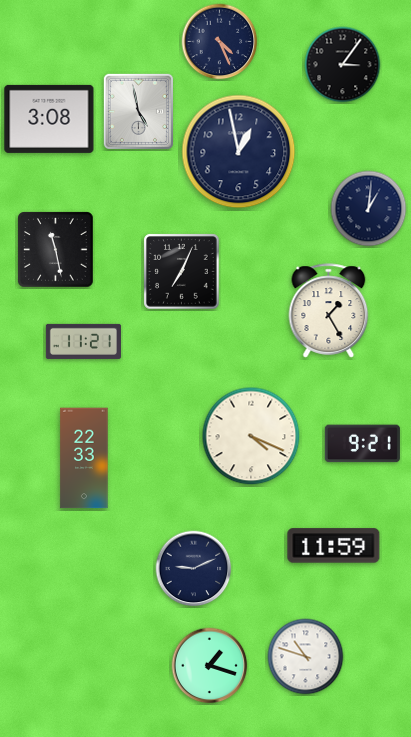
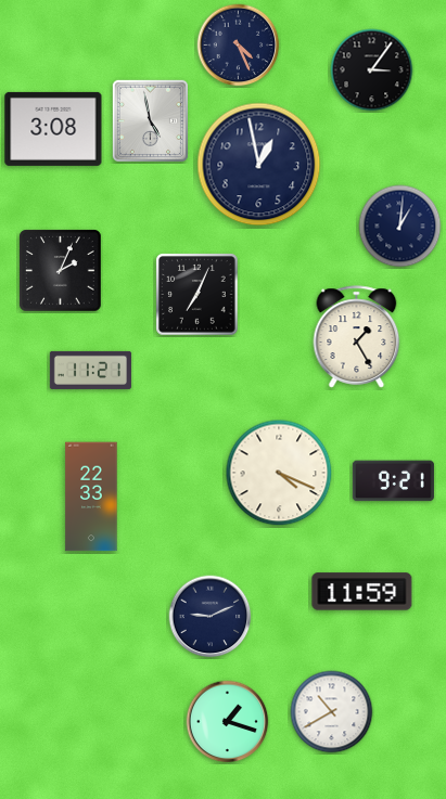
clock at (56, 250): 11:28 -> 2:04
clock at (251, 436) position: (251, 436) -> (279, 473)
clock at (306, 657): 10:48 -> 10:40
